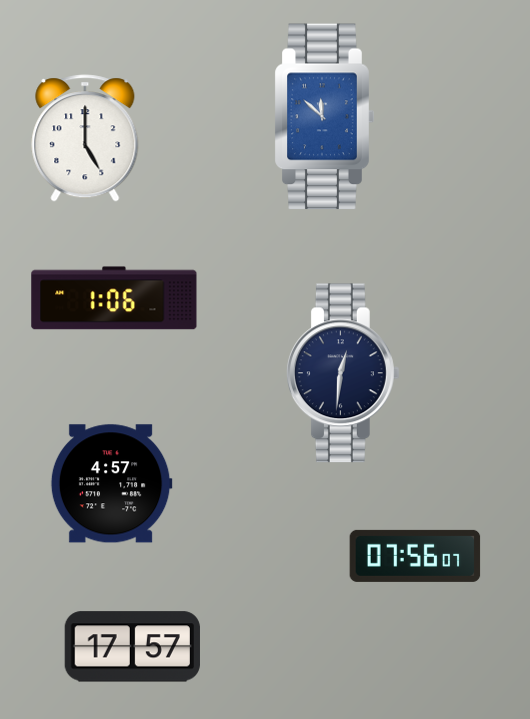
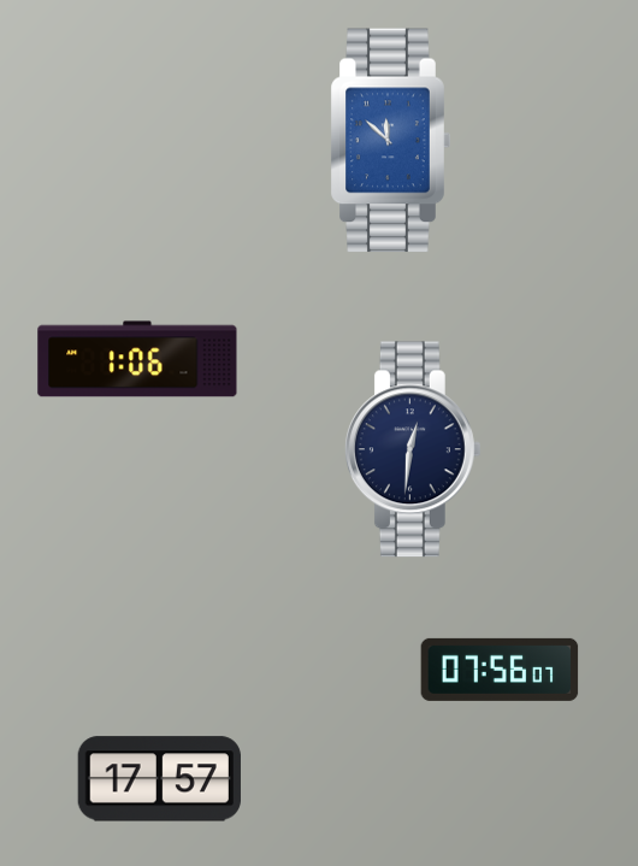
clock at (85, 138): 5:00 -> none
clock at (111, 484): 4:57 -> none
